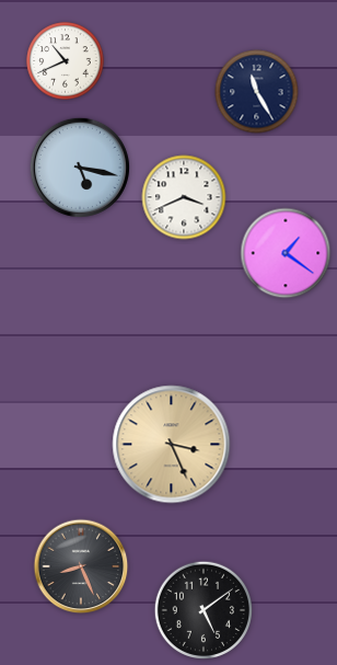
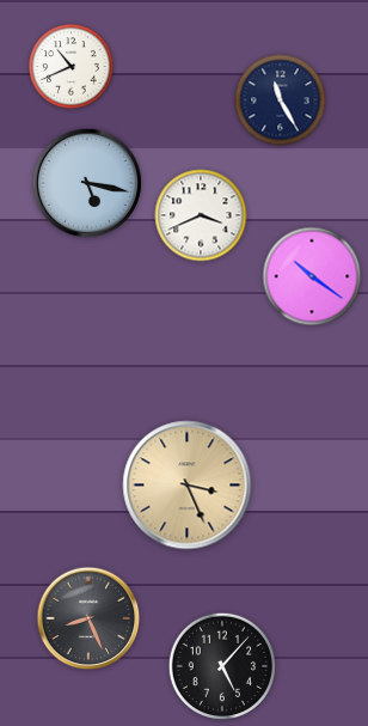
clock at (286, 253): 1:21 -> 10:21
clock at (202, 609): 5:09 -> 5:07
